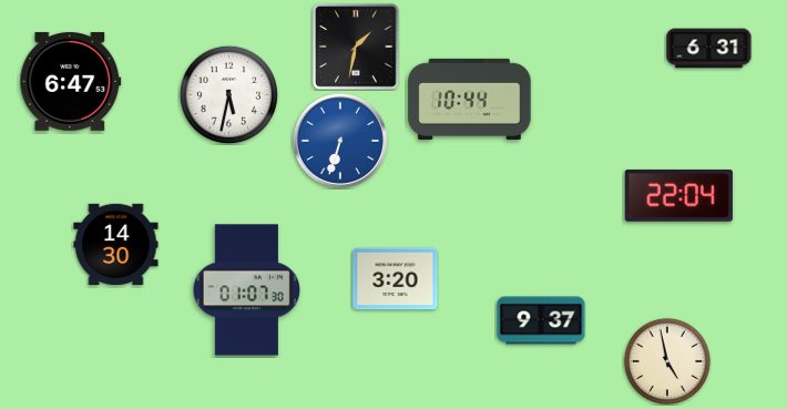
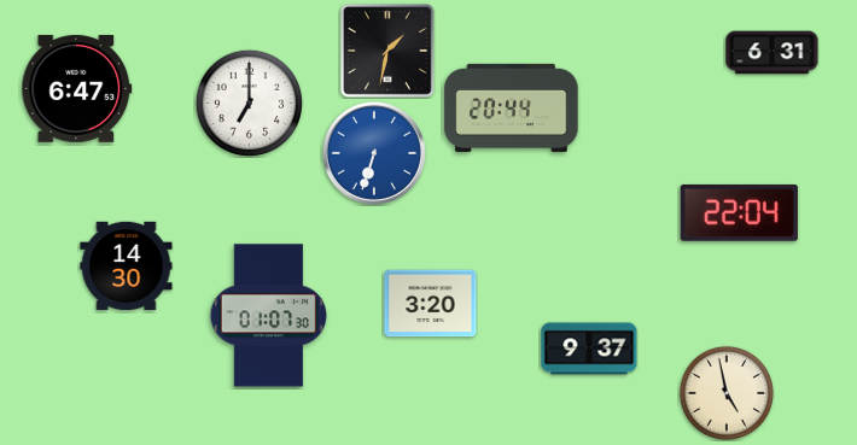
clock at (228, 94): 5:32 -> 7:00
clock at (470, 99): 10:44 -> 20:44
clock at (340, 141) position: (340, 141) -> (374, 153)
